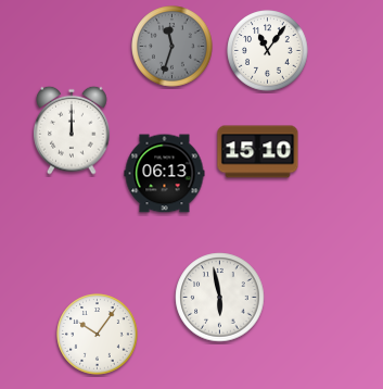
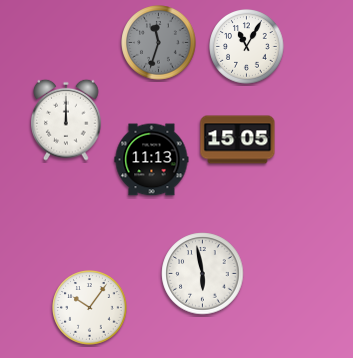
clock at (268, 51): 11:06 -> 11:05
clock at (258, 152): 15:10 -> 15:05
clock at (165, 174): 06:13 -> 11:13
